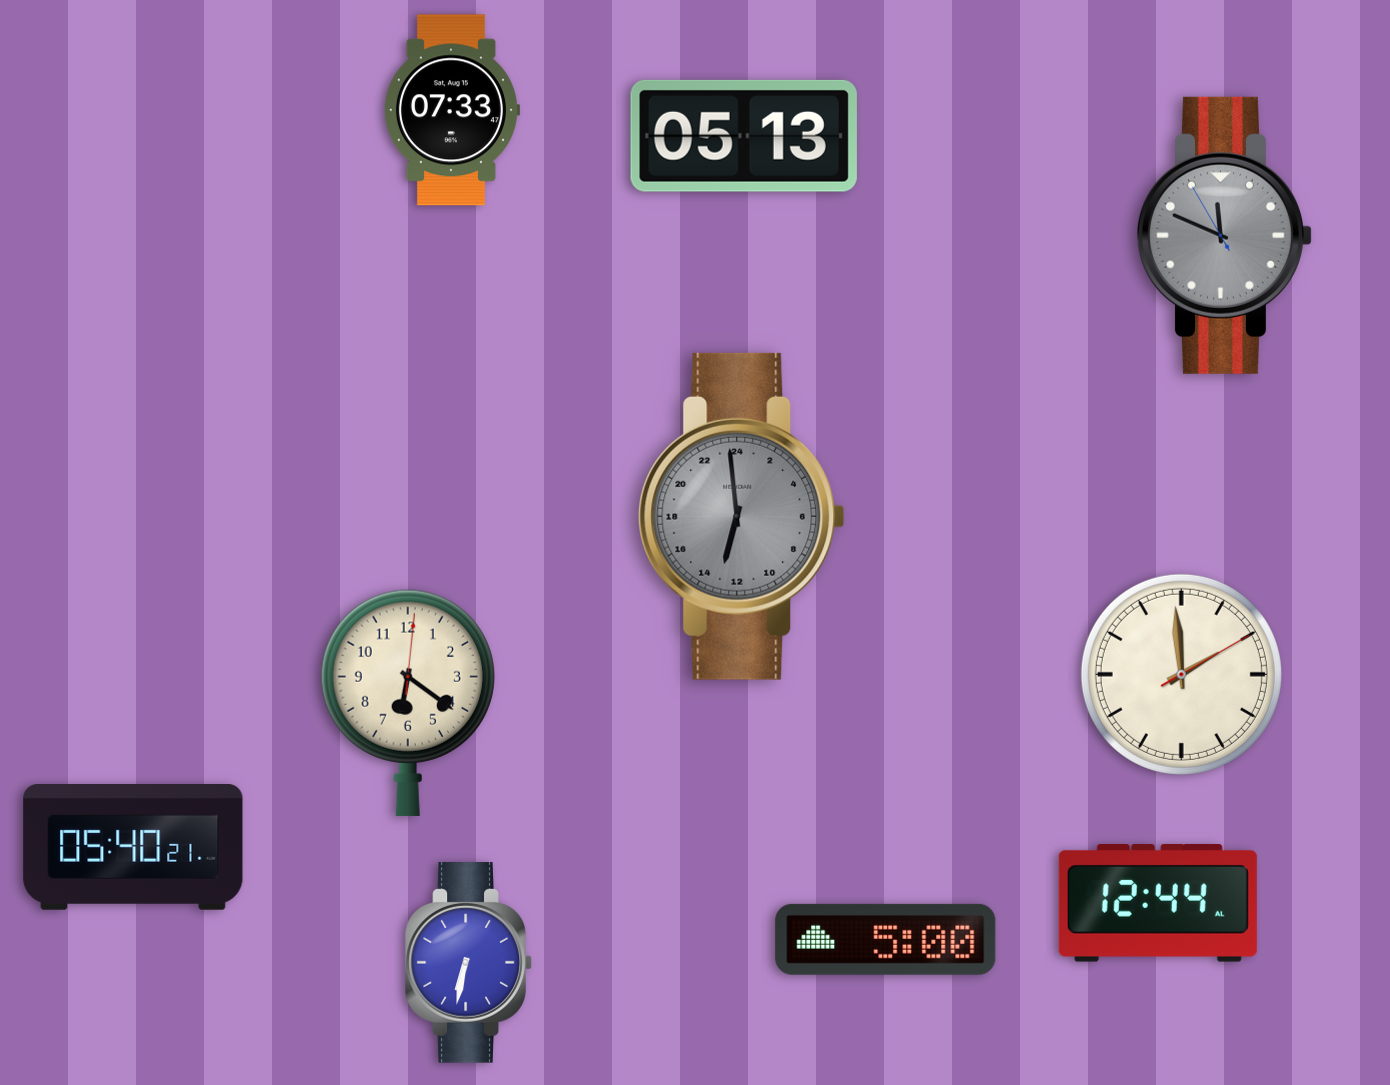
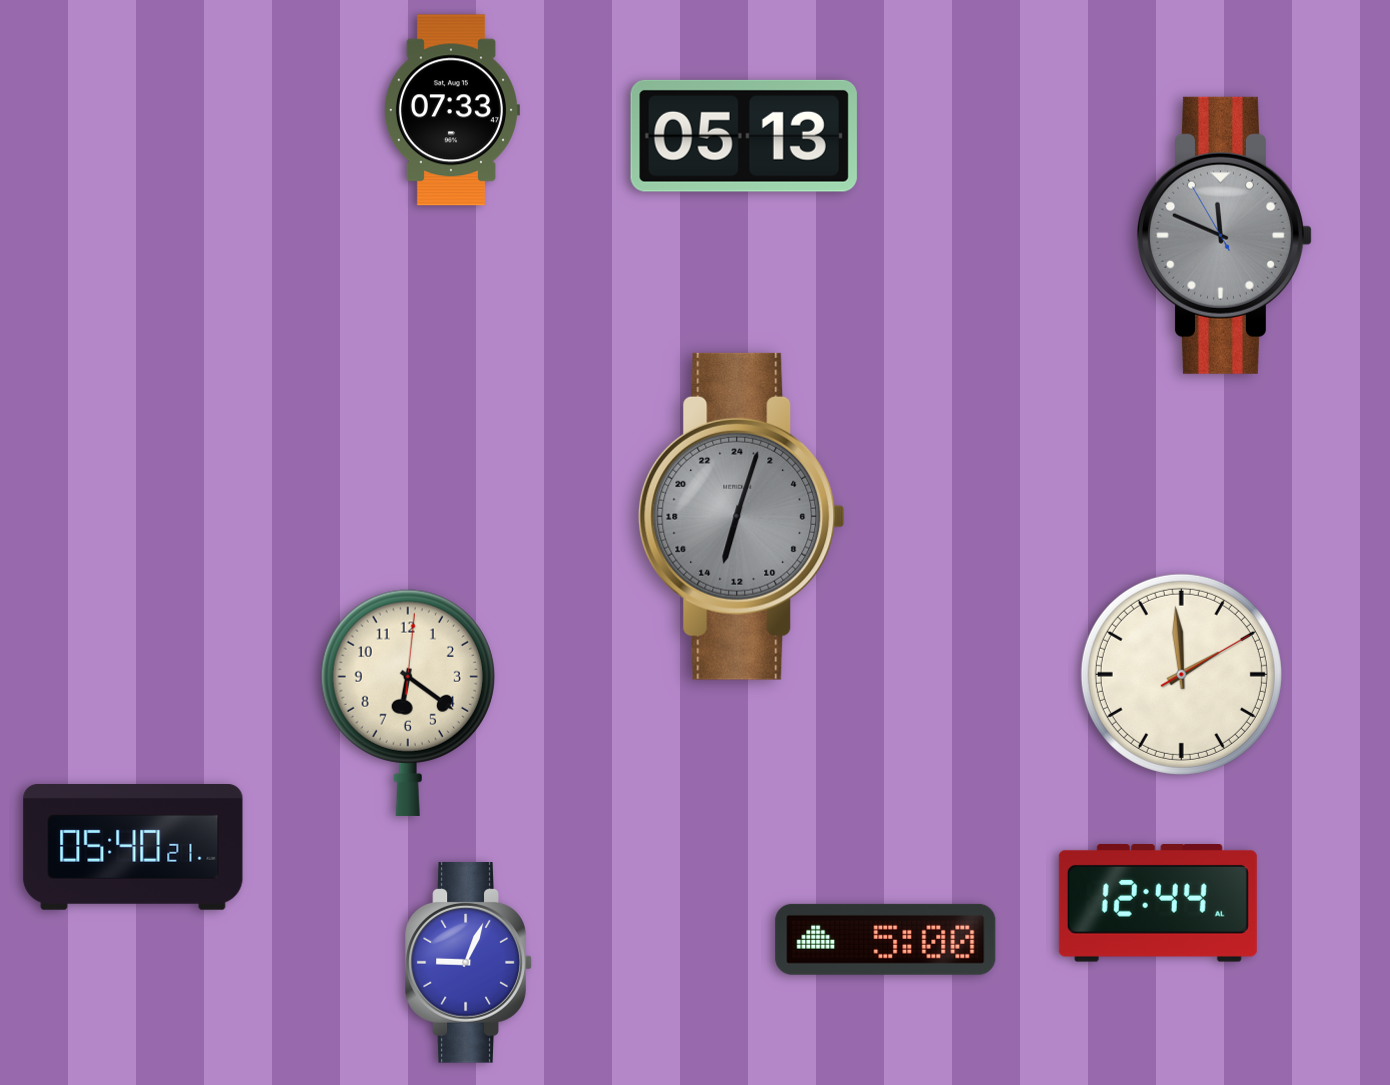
clock at (742, 516): 12:59 -> 13:03
clock at (469, 963): 6:32 -> 9:04
